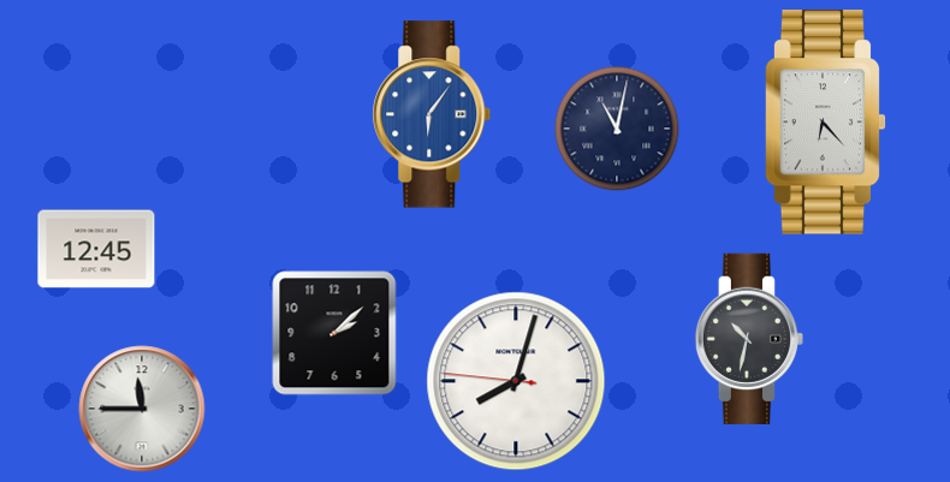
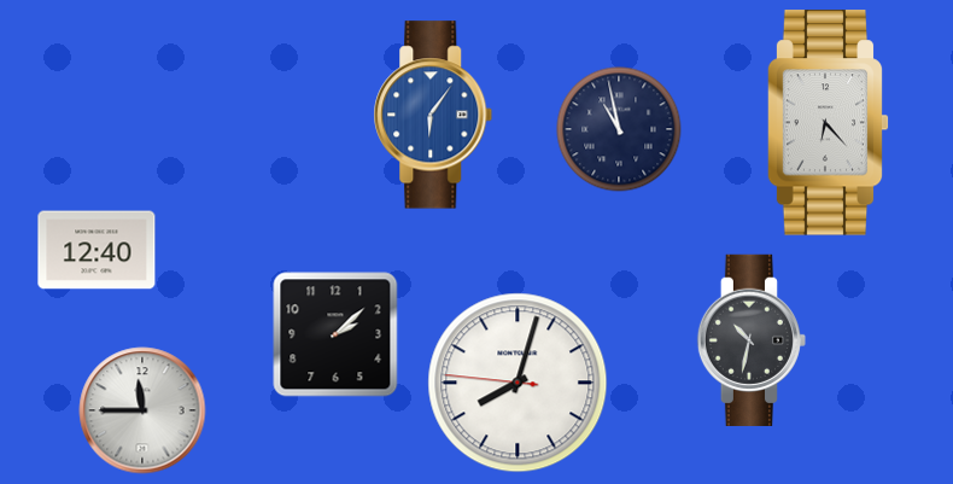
clock at (617, 129): 11:02 -> 10:58
clock at (96, 249): 12:45 -> 12:40
